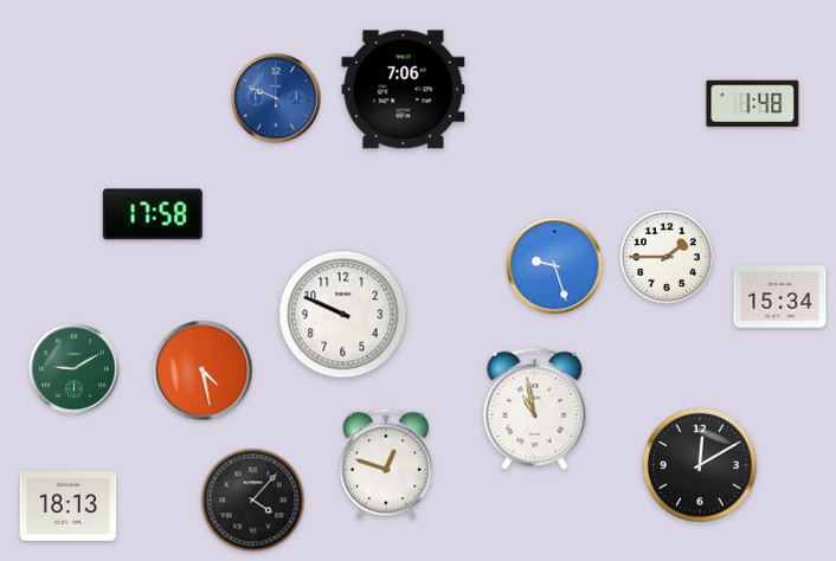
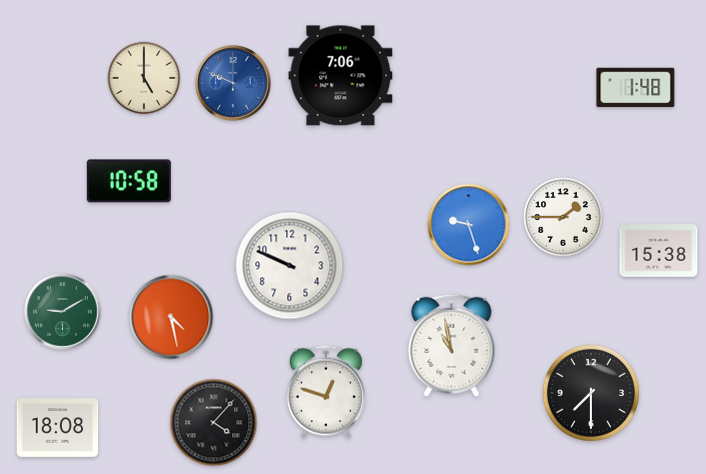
clock at (144, 78): none -> 5:00
clock at (153, 214): 17:58 -> 10:58
clock at (780, 297): 15:34 -> 15:38
clock at (202, 370) position: (202, 370) -> (171, 317)
clock at (700, 465): 12:10 -> 7:30
clock at (69, 507): 18:13 -> 18:08
